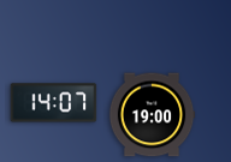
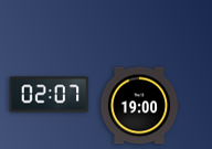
clock at (54, 103): 14:07 -> 02:07
